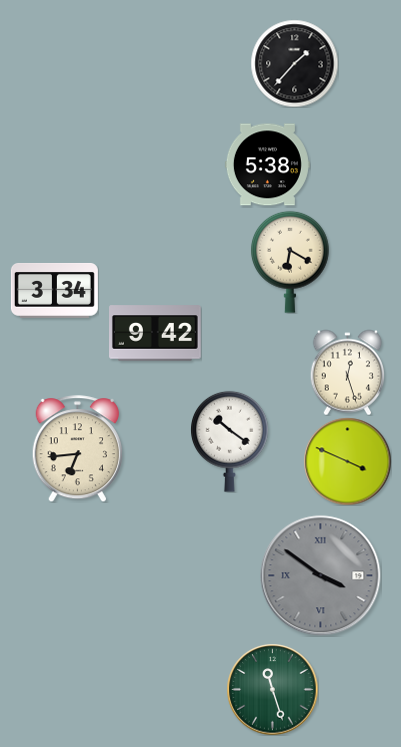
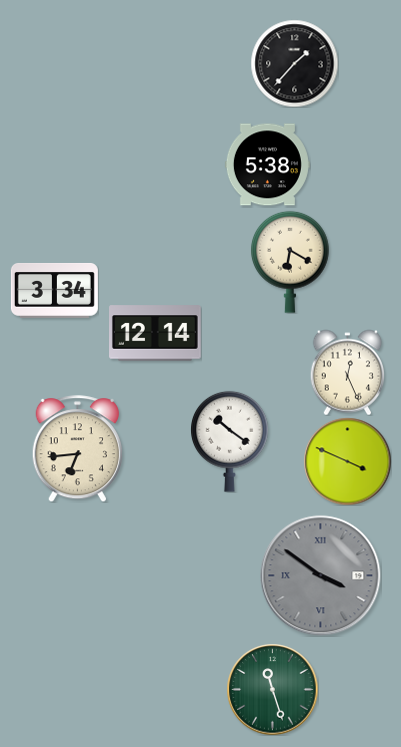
clock at (156, 333): 9:42 -> 12:14
clock at (347, 372): 12:27 -> 12:26
